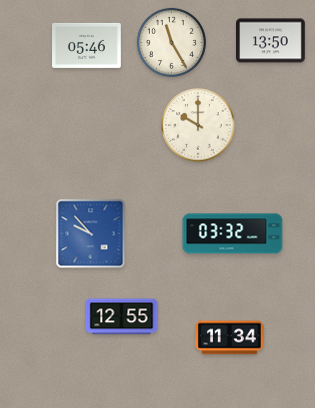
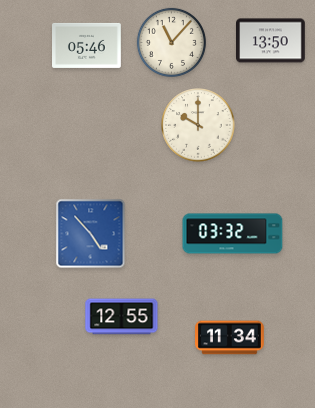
clock at (171, 42): 11:25 -> 11:07
clock at (91, 234): 9:53 -> 4:53
